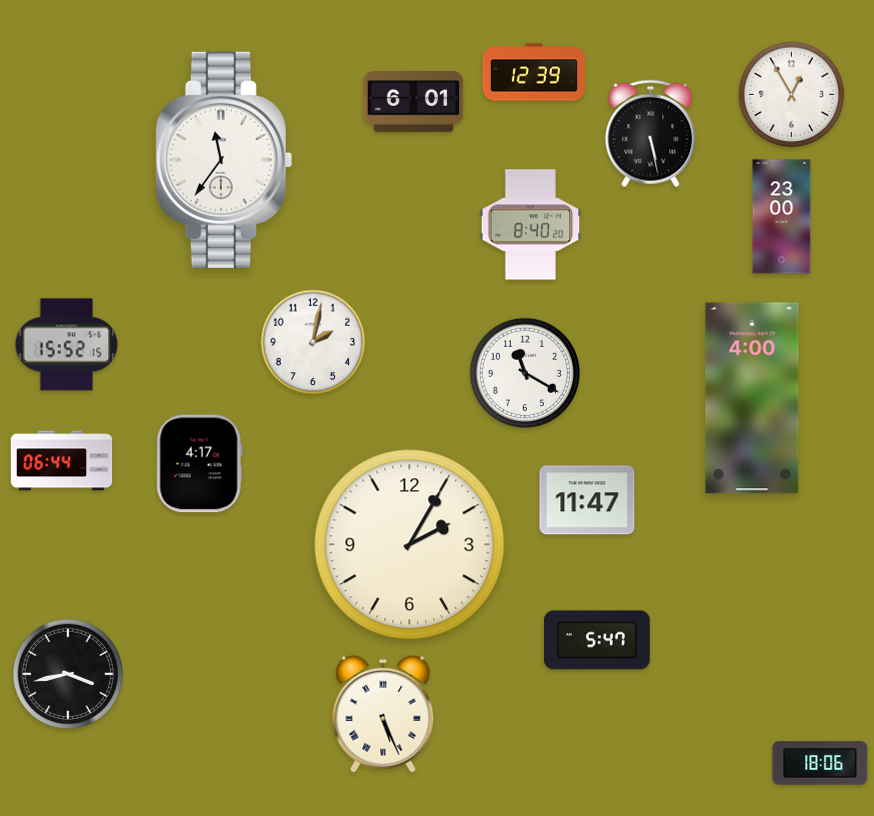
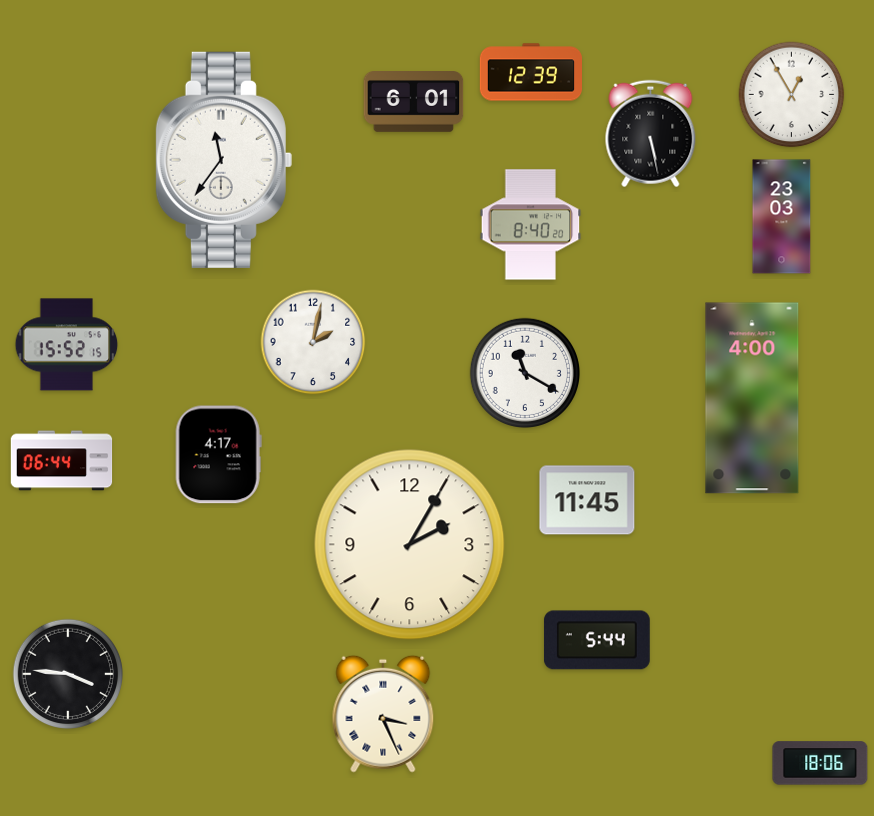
clock at (533, 72) position: (533, 72) -> (530, 72)
clock at (782, 217): 23:00 -> 23:03
clock at (199, 464) position: (199, 464) -> (218, 455)
clock at (587, 500): 11:47 -> 11:45
clock at (597, 640): 5:47 -> 5:44
clock at (67, 673): 3:43 -> 3:46
clock at (383, 714): 5:26 -> 3:26
